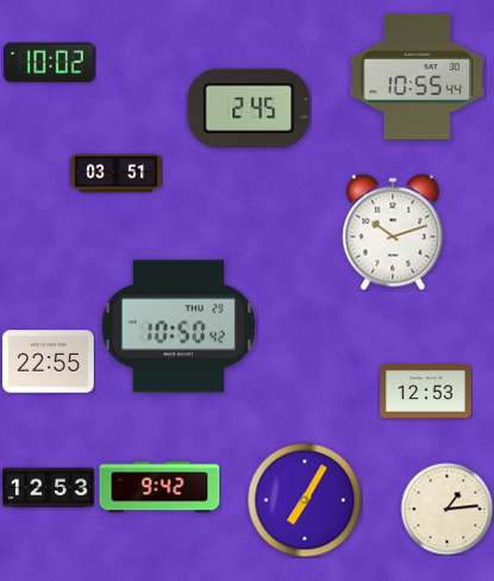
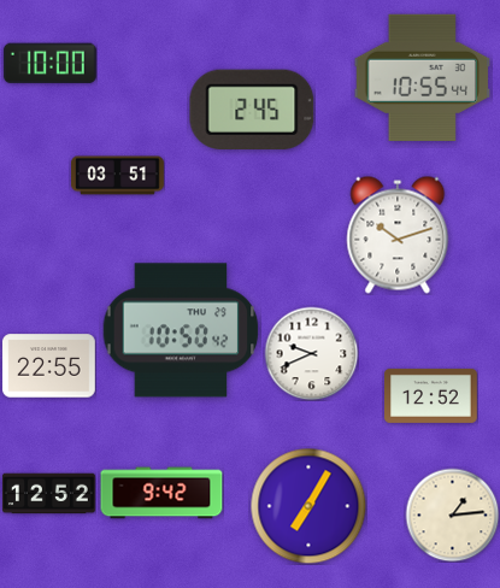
clock at (49, 63): 10:02 -> 10:00
clock at (311, 353): none -> 9:41
clock at (426, 391): 12:53 -> 12:52
clock at (49, 488): 12:53 -> 12:52
